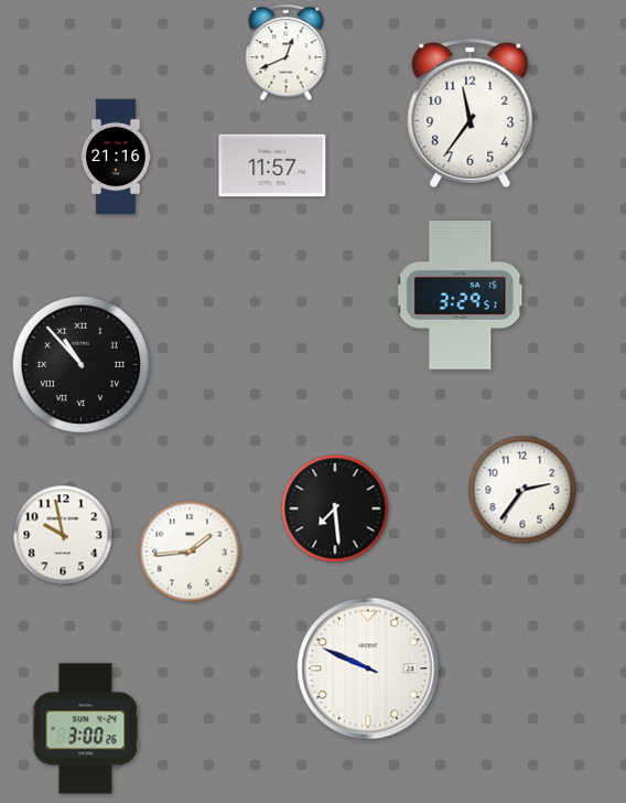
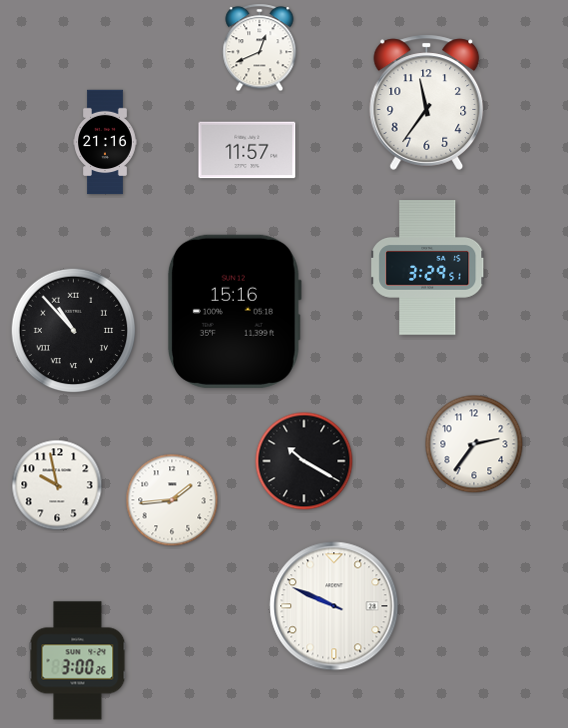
clock at (461, 296) position: (461, 296) -> (428, 268)
clock at (234, 311): none -> 15:16
clock at (335, 508): 7:29 -> 10:20
